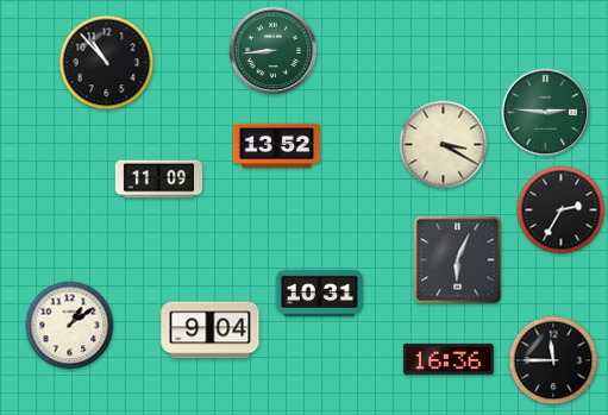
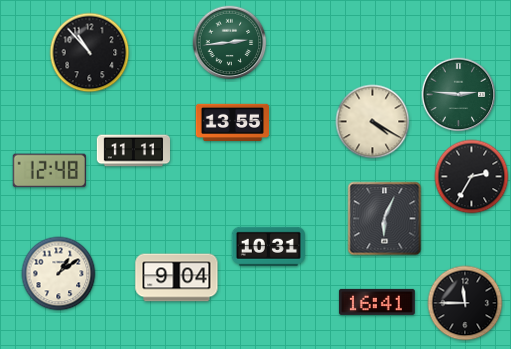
clock at (274, 51): 8:44 -> 2:44
clock at (276, 145): 13:52 -> 13:55
clock at (444, 145): 3:20 -> 4:20
clock at (158, 180): 11:09 -> 11:11
clock at (49, 171): none -> 12:48
clock at (449, 359): 16:36 -> 16:41
